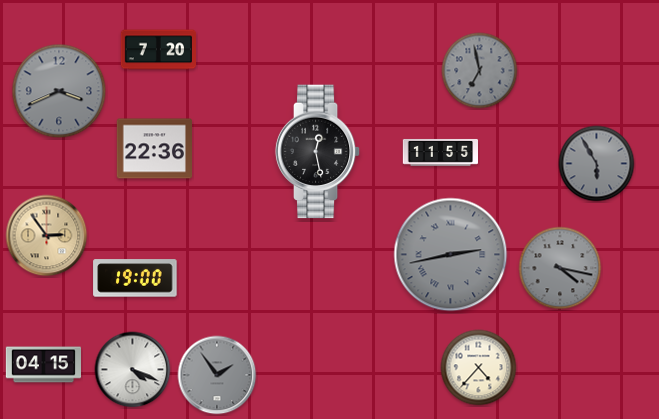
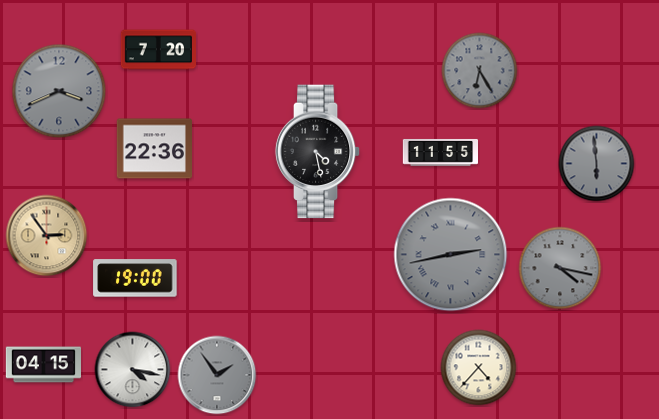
clock at (480, 71): 6:58 -> 6:25
clock at (318, 152): 12:28 -> 4:28
clock at (597, 164): 5:55 -> 5:59
clock at (133, 370): 4:19 -> 4:17
